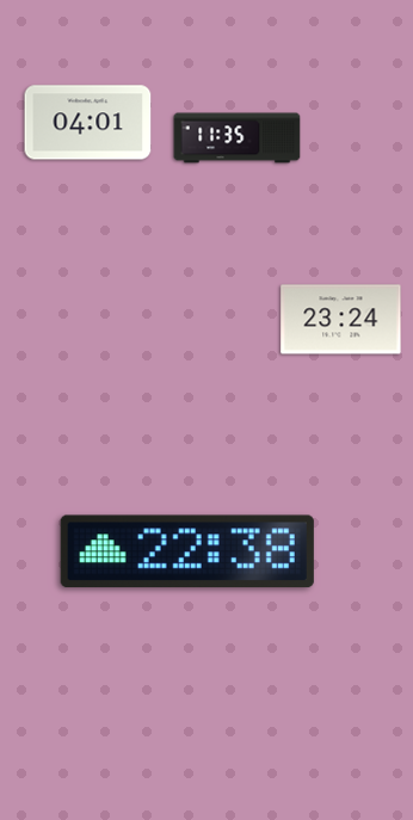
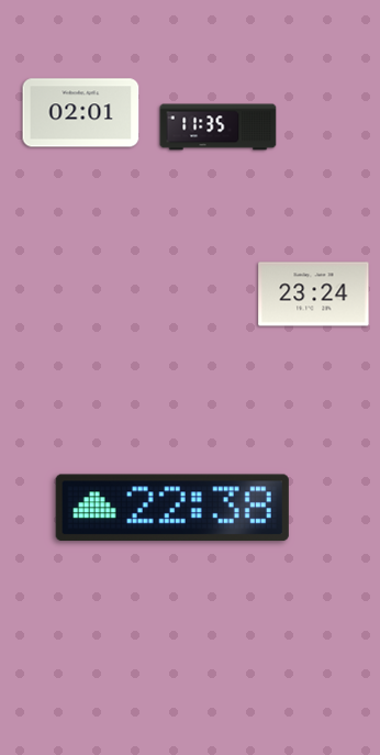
clock at (88, 123): 04:01 -> 02:01
